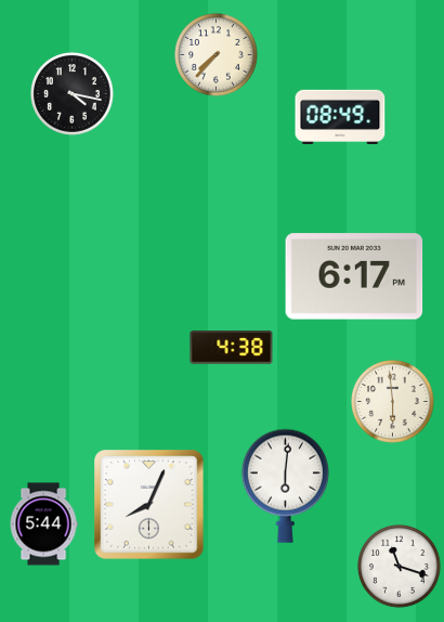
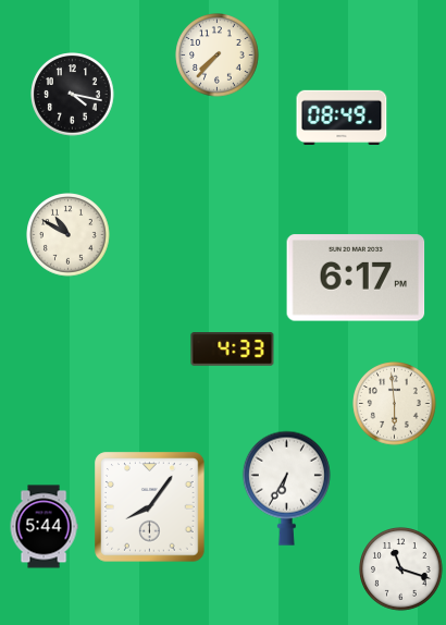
clock at (69, 235): none -> 10:50
clock at (232, 348): 4:38 -> 4:33
clock at (285, 485): 6:01 -> 6:35
clock at (149, 505): 8:04 -> 8:06
